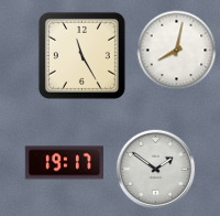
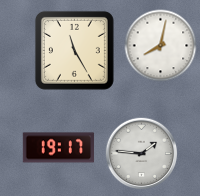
clock at (156, 170): 1:51 -> 1:46
